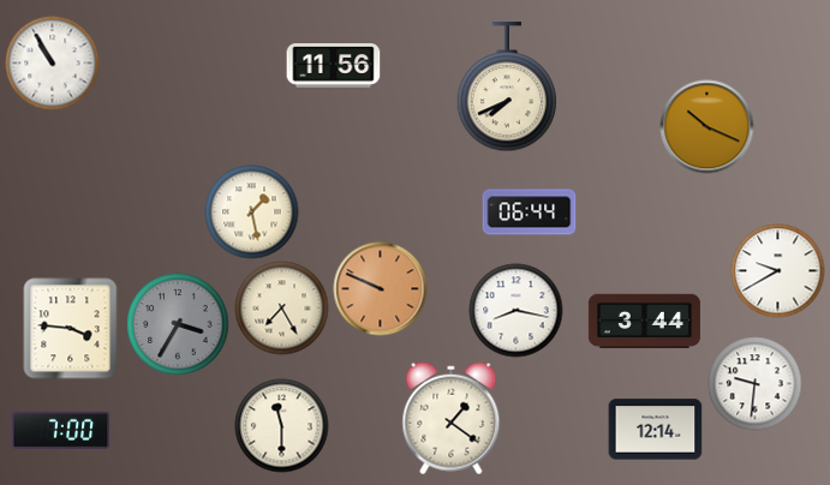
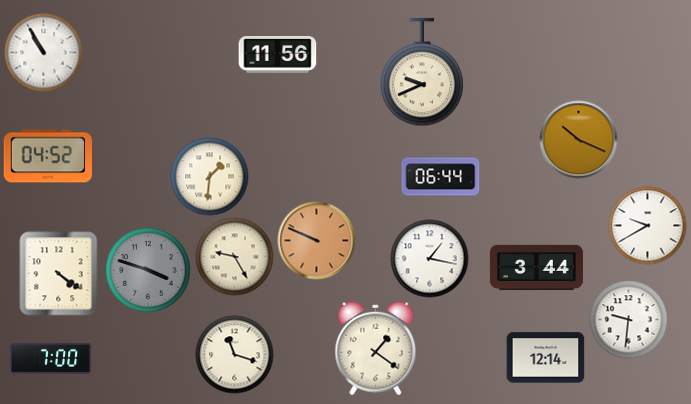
clock at (506, 86): 7:41 -> 9:41
clock at (706, 126) position: (706, 126) -> (578, 139)
clock at (47, 156): none -> 04:52
clock at (251, 211): 1:28 -> 1:31
clock at (281, 307): 7:25 -> 9:25
clock at (515, 310): 8:17 -> 1:17
clock at (178, 324): 3:35 -> 3:48
clock at (71, 328): 3:46 -> 4:21
clock at (281, 425): 11:30 -> 11:18
